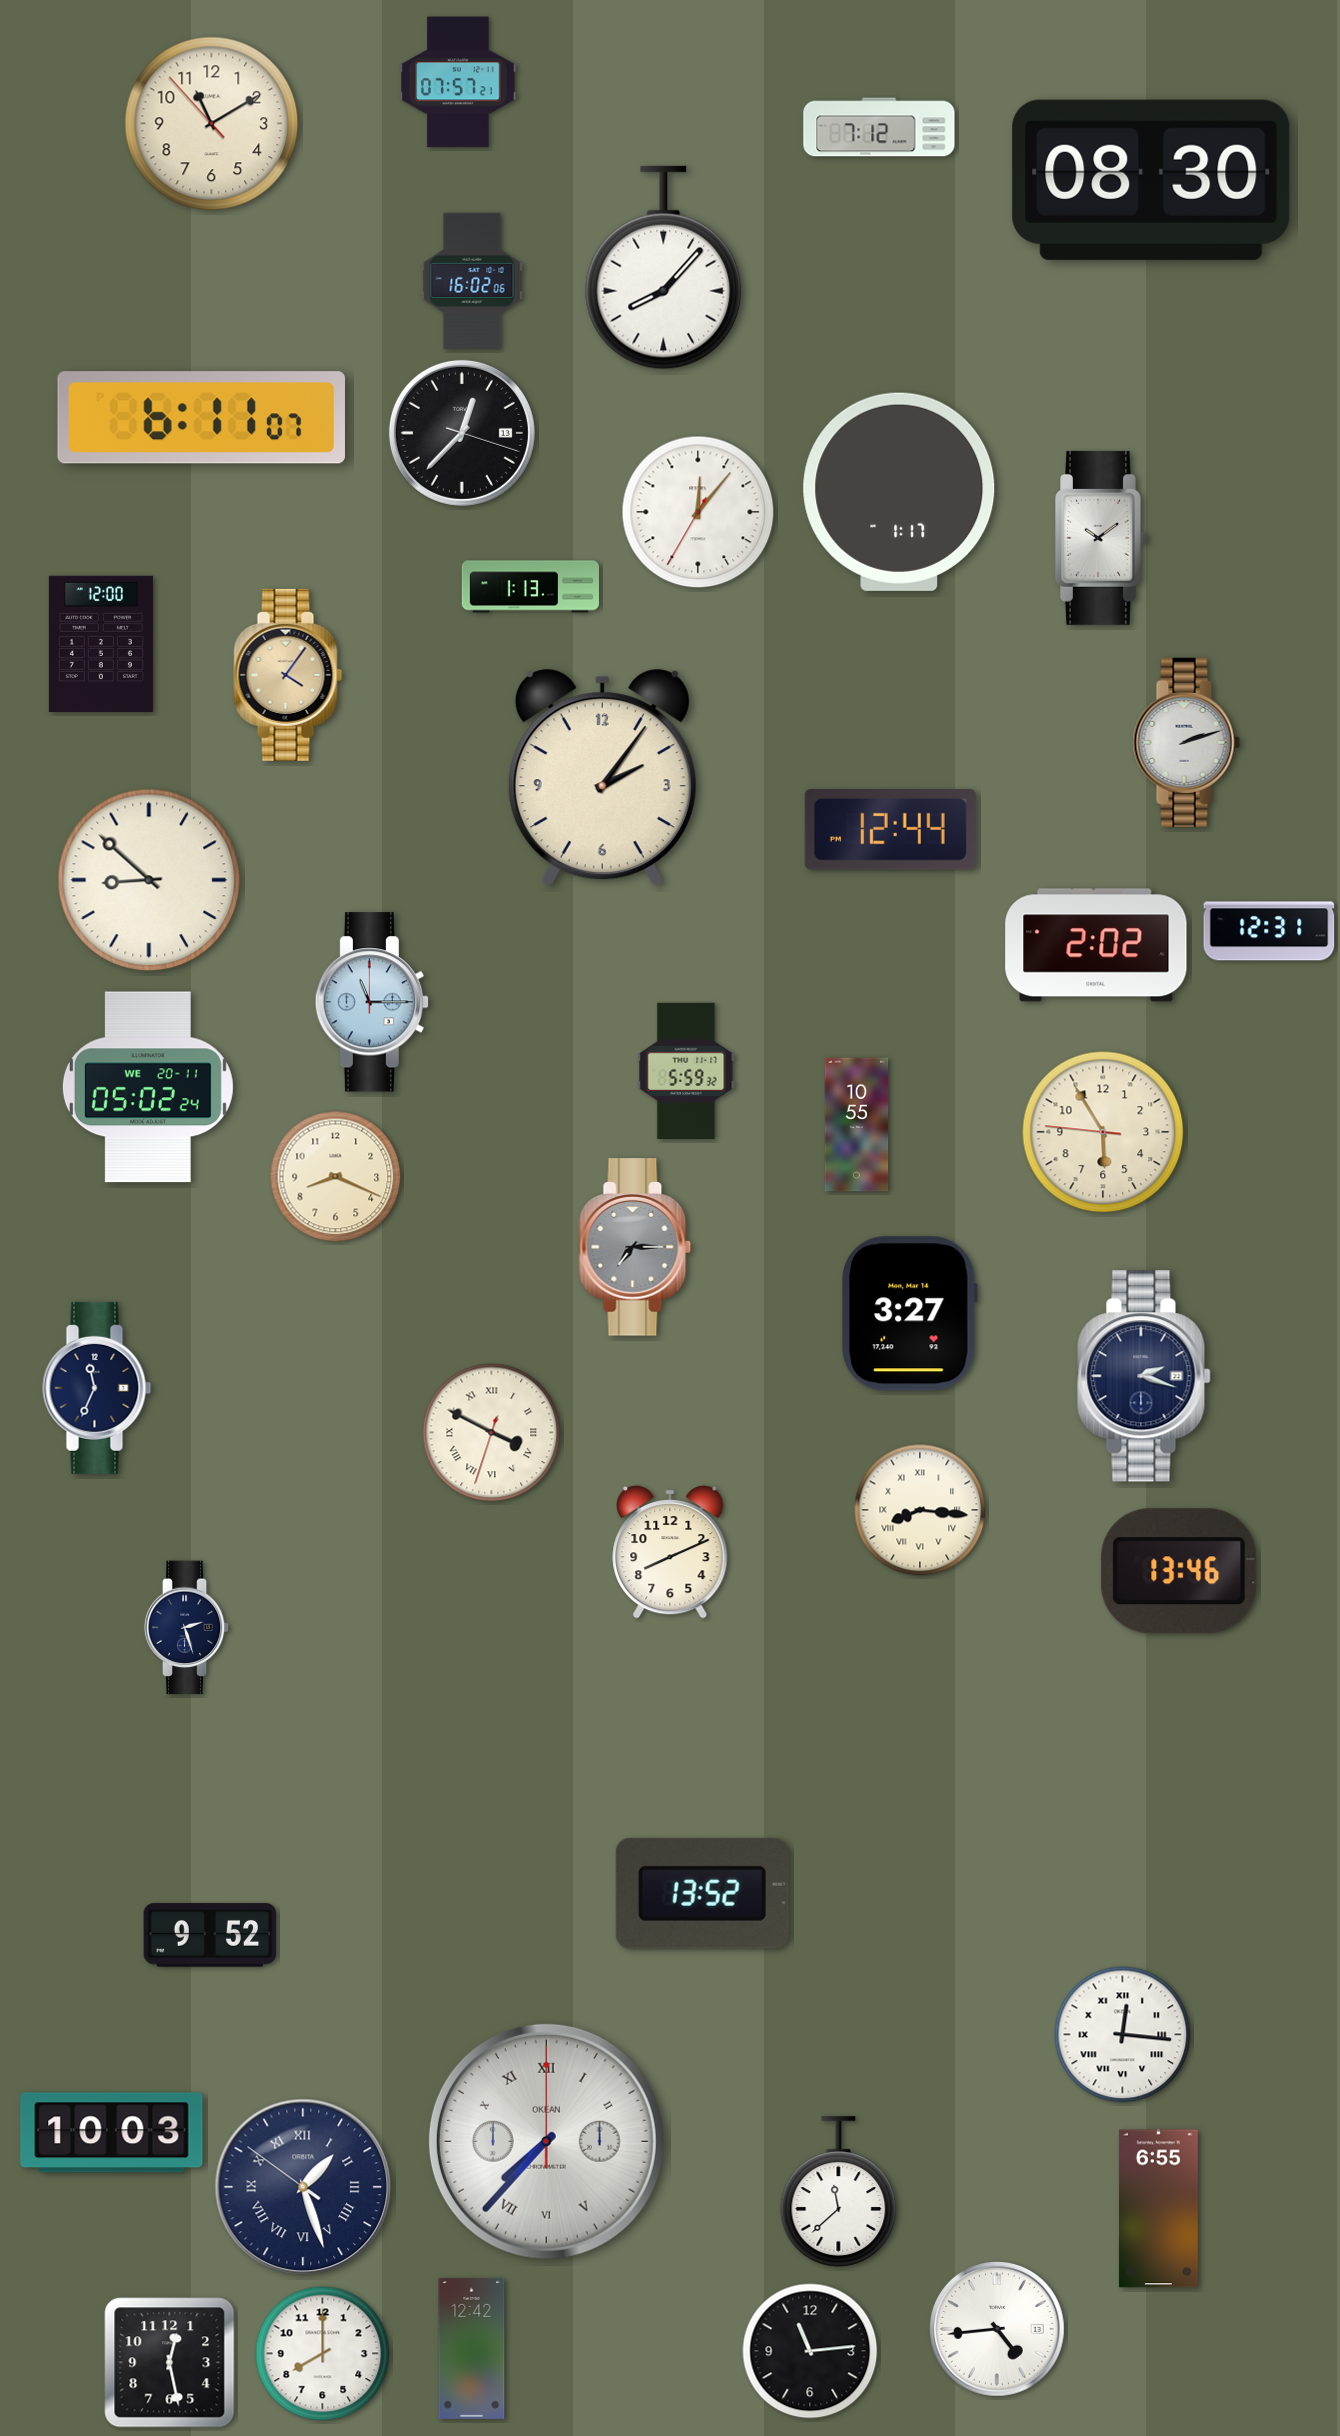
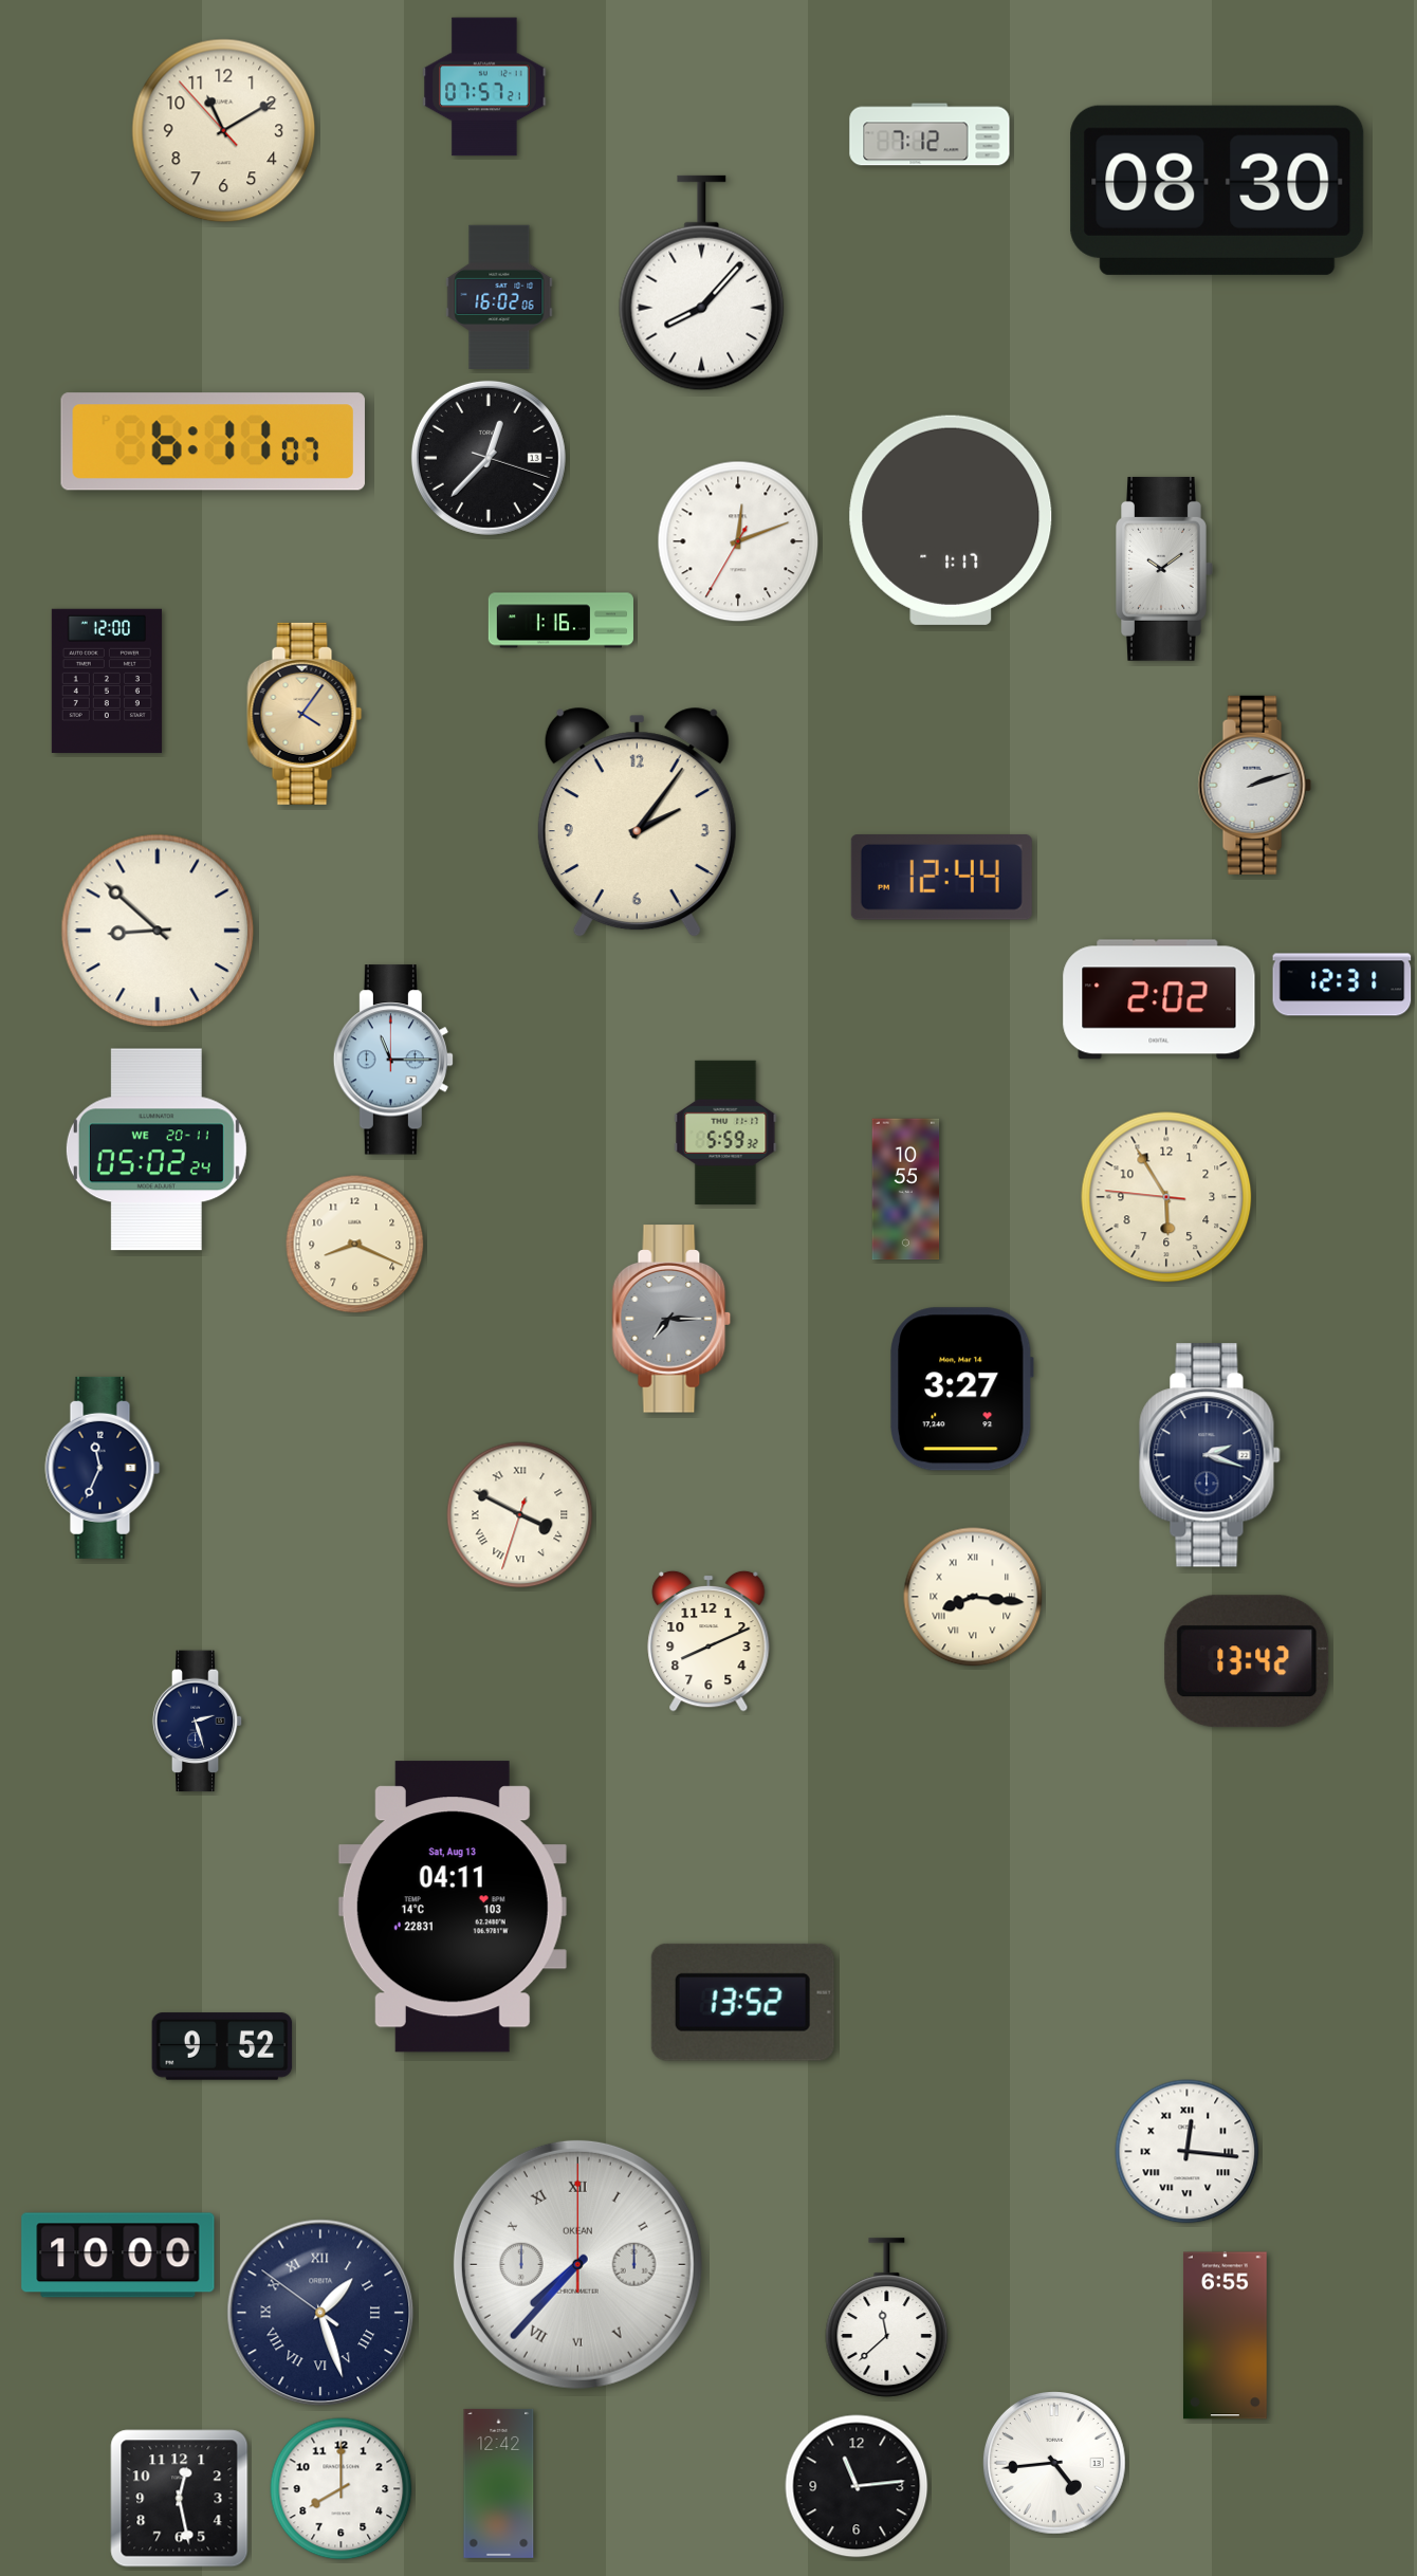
clock at (698, 512): 12:06 -> 12:11
clock at (530, 587): 1:13 -> 1:16
clock at (1179, 1571): 13:46 -> 13:42
clock at (453, 1907): none -> 04:11
clock at (112, 2133): 10:03 -> 10:00
